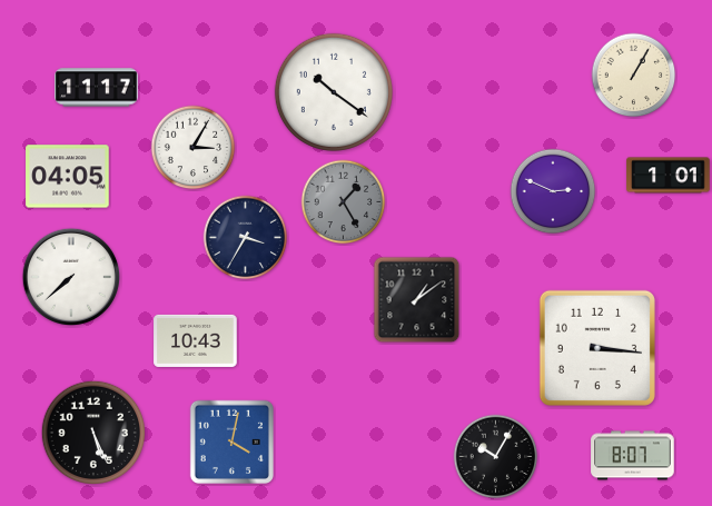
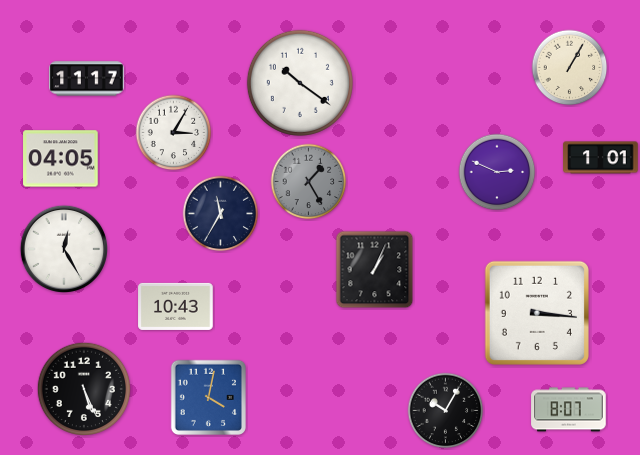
clock at (246, 238): 3:35 -> 11:35
clock at (71, 277): 7:38 -> 12:25
clock at (417, 300): 1:09 -> 1:04
